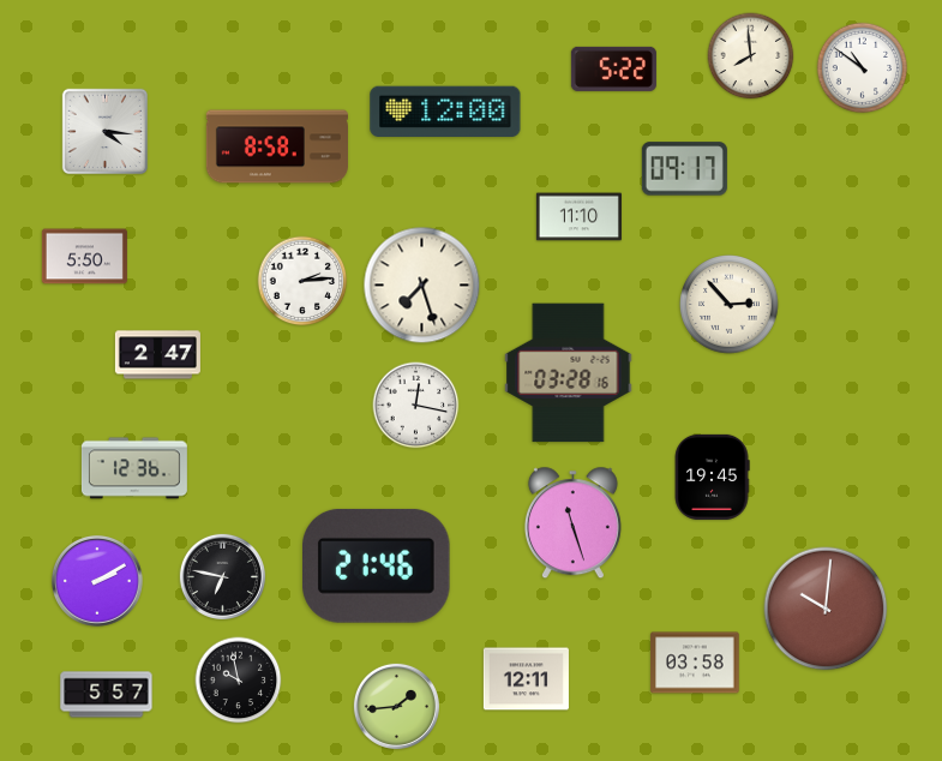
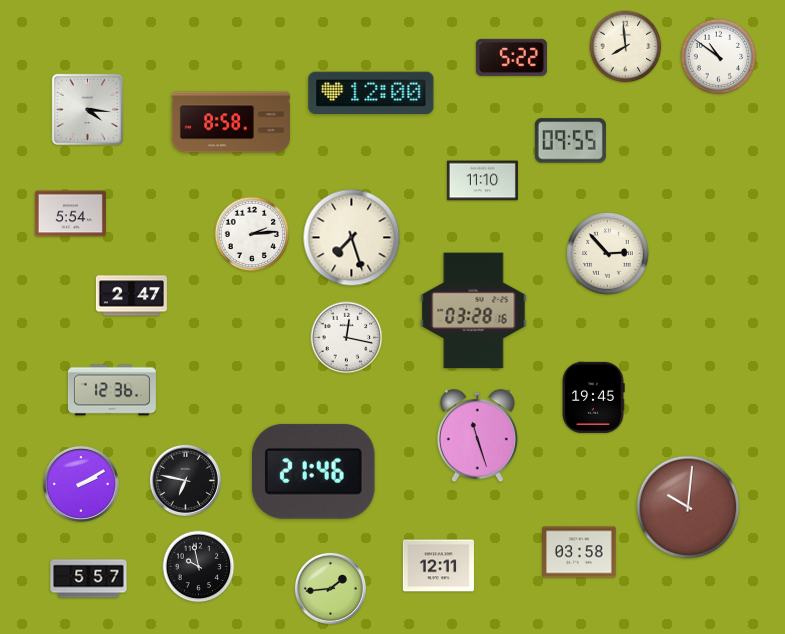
clock at (684, 169): 09:17 -> 09:55
clock at (84, 257): 5:50 -> 5:54
